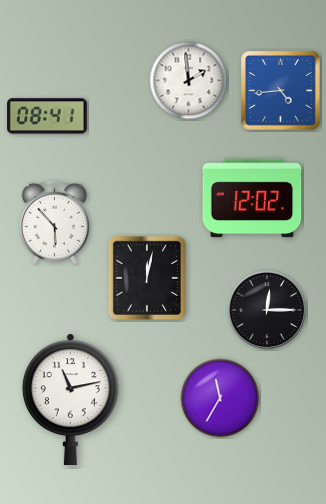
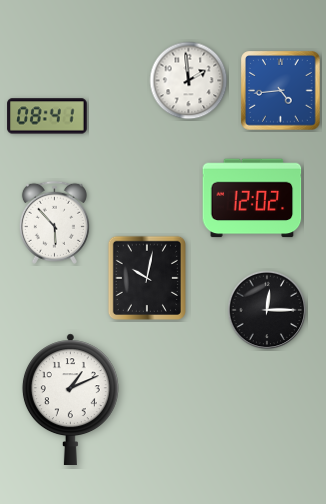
clock at (147, 277): 12:02 -> 10:02
clock at (220, 398): 11:35 -> none
clock at (70, 399): 11:13 -> 1:11
